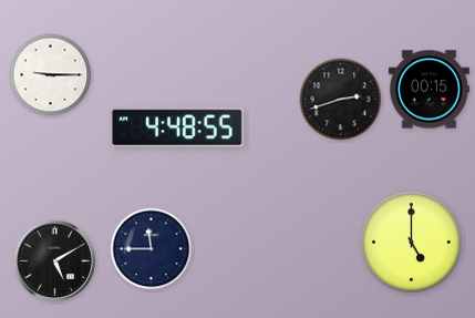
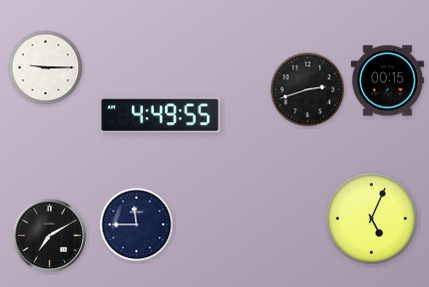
clock at (177, 127): 4:48 -> 4:49
clock at (411, 242): 5:00 -> 5:04
clock at (54, 260): 5:10 -> 7:10
